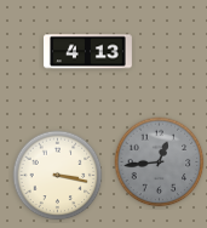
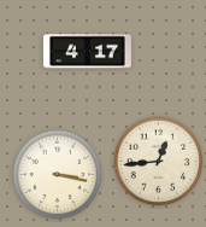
clock at (87, 52): 4:13 -> 4:17
clock at (160, 163) dial: grey -> cream
